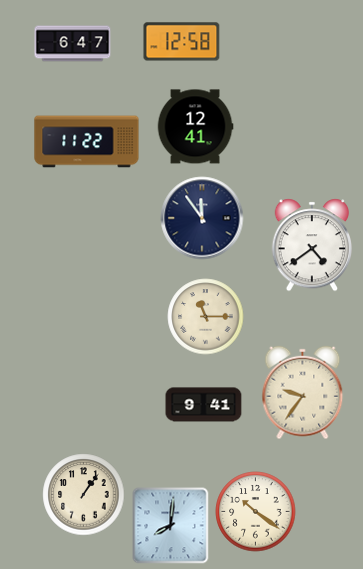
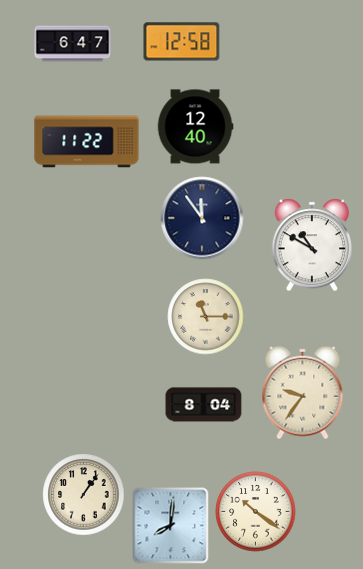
clock at (195, 127): 12:41 -> 12:40
clock at (311, 245): 4:39 -> 10:50
clock at (204, 405): 9:41 -> 8:04
